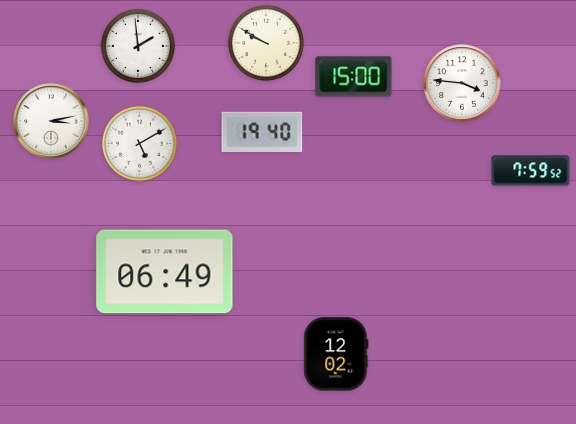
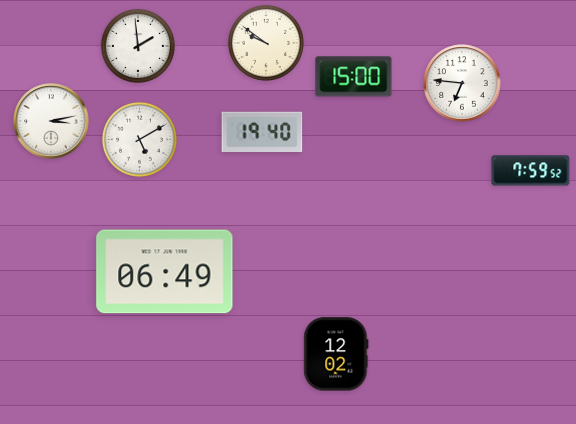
clock at (266, 43): 9:50 -> 9:51
clock at (462, 83): 3:46 -> 6:46
clock at (139, 143) position: (139, 143) -> (139, 139)
